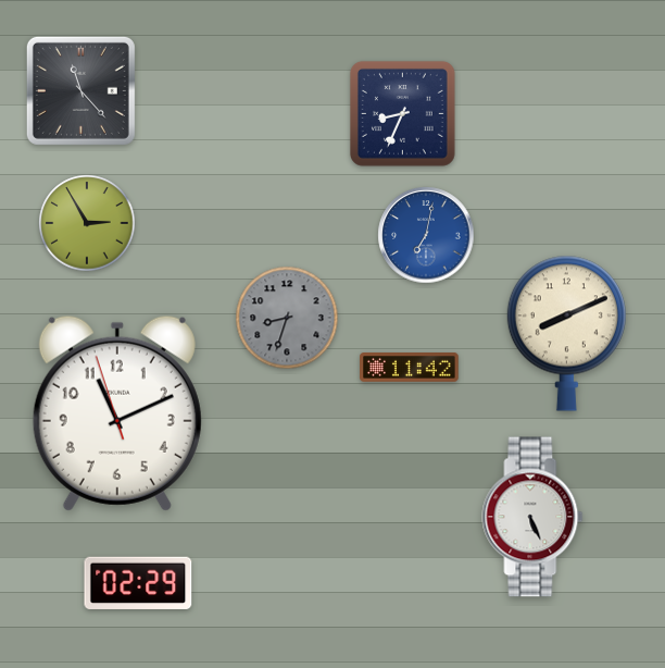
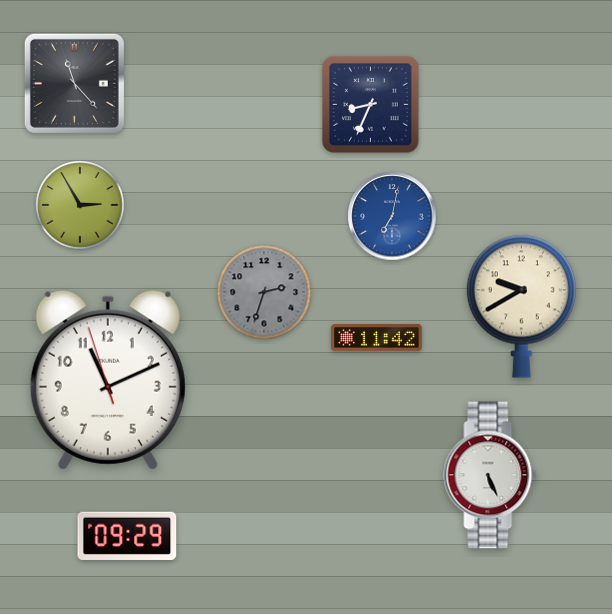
clock at (287, 318): 8:33 -> 2:33
clock at (566, 333): 8:11 -> 9:40
clock at (138, 583): 02:29 -> 09:29
